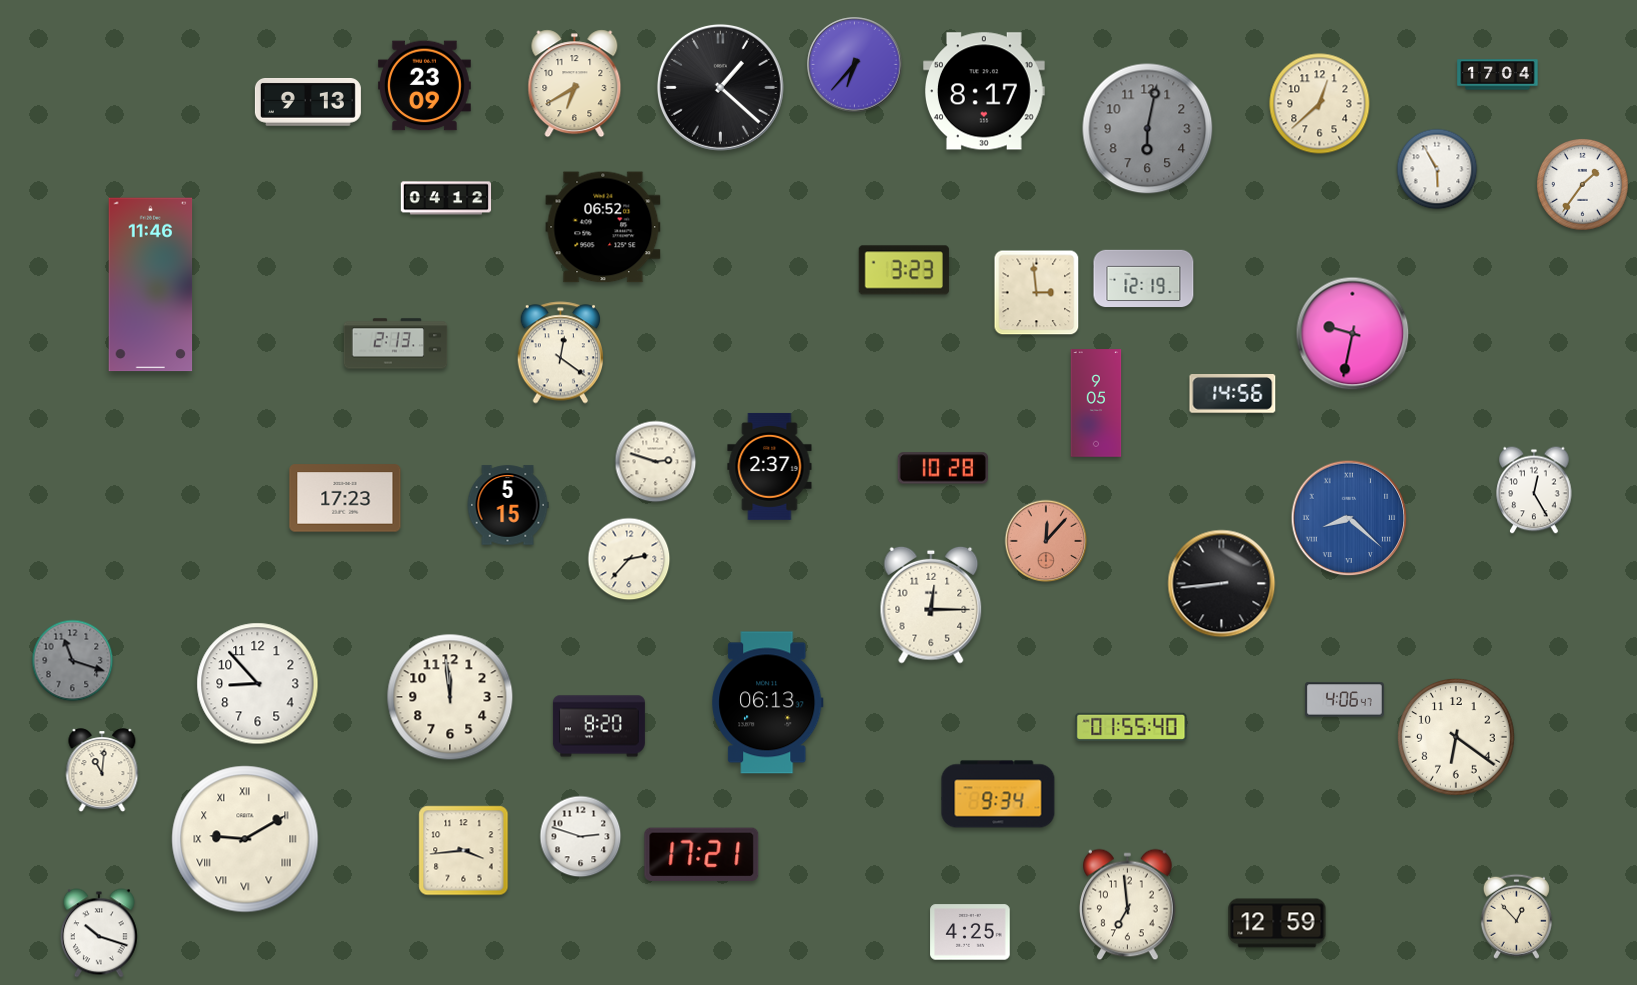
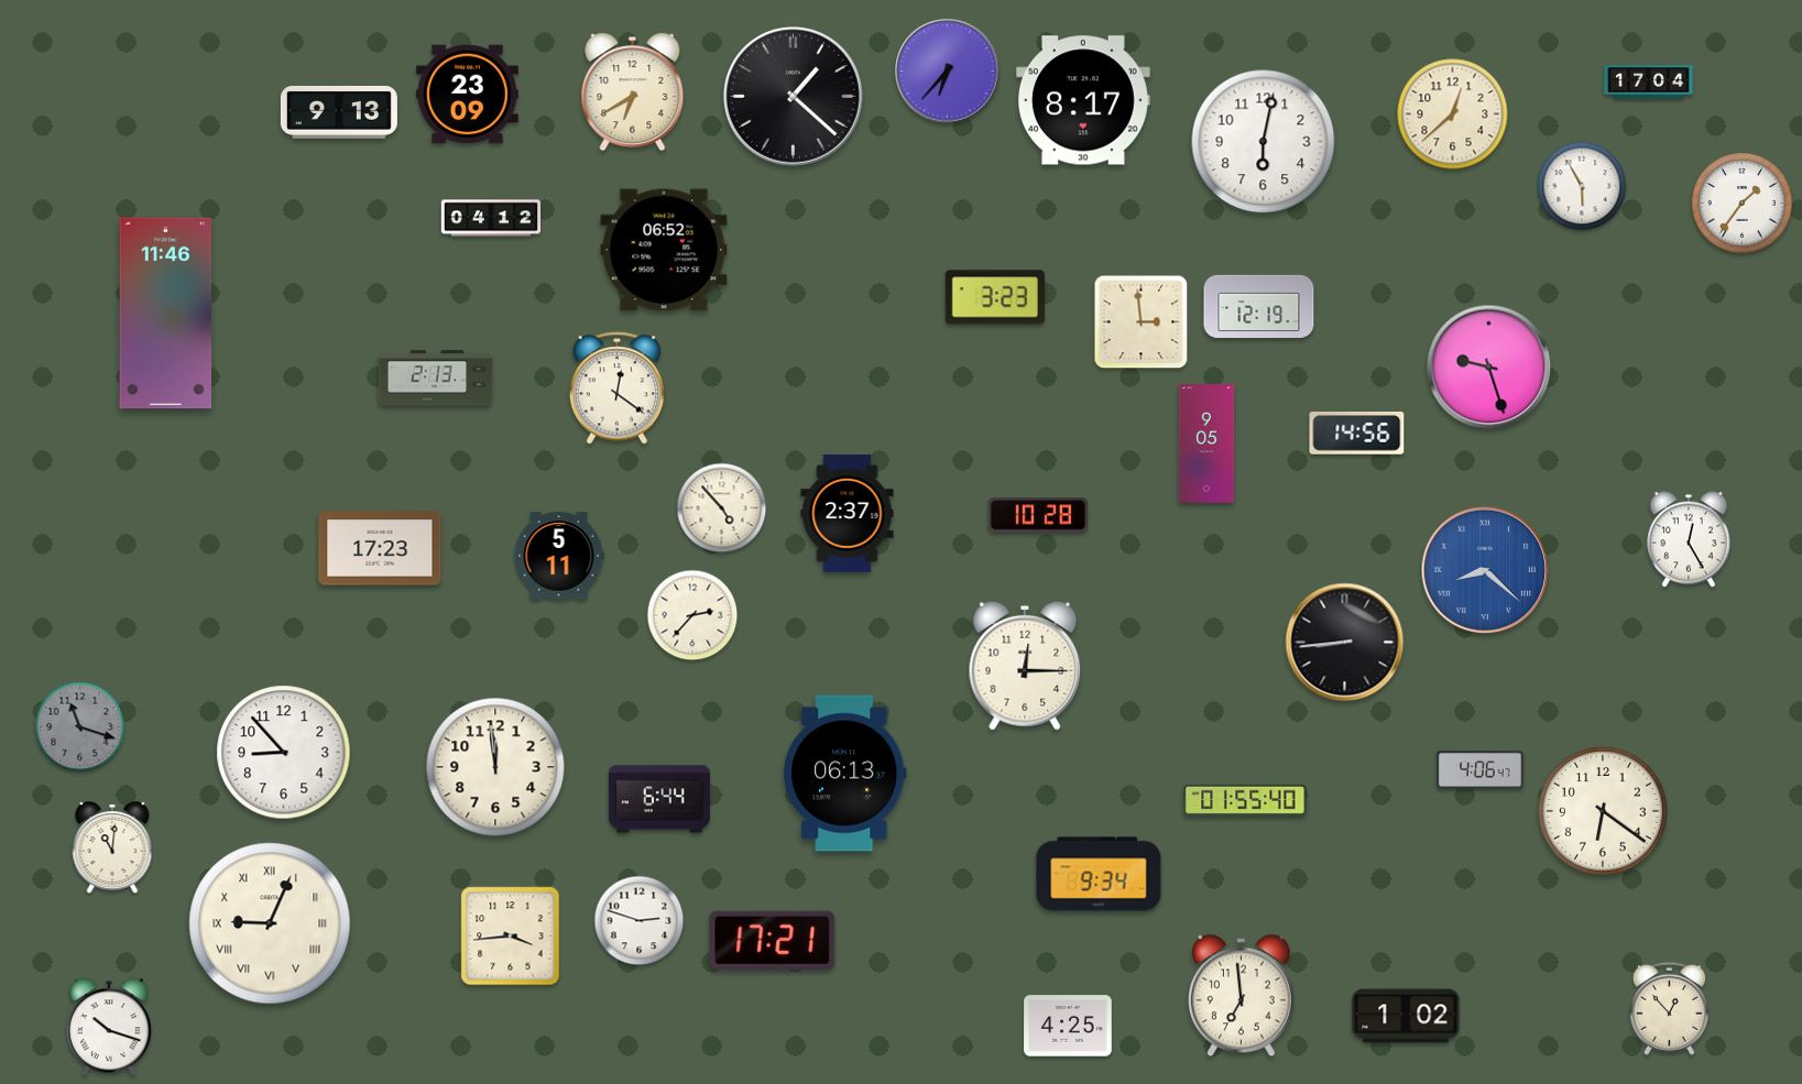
clock at (855, 65) position: (855, 65) -> (948, 72)
clock at (1148, 129) dial: grey -> white
clock at (1353, 334): 9:32 -> 9:27
clock at (656, 462): 2:48 -> 4:53
clock at (508, 505): 5:15 -> 5:11
clock at (1046, 541): 12:07 -> none
clock at (599, 726): 8:20 -> 6:44
clock at (245, 839): 9:10 -> 9:04
clock at (1277, 923): 12:59 -> 1:02
